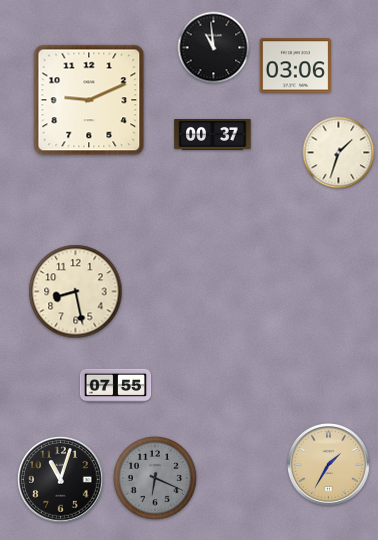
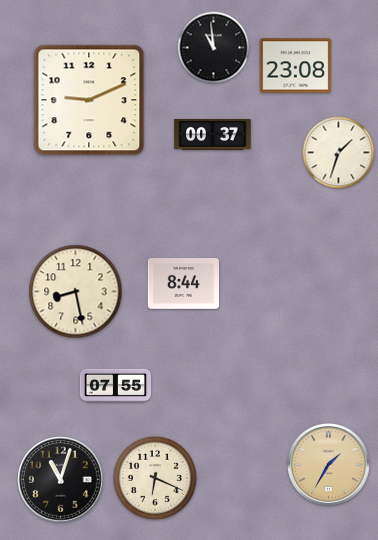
clock at (295, 66): 03:06 -> 23:08
clock at (183, 284): none -> 8:44
clock at (155, 478) dial: grey -> cream
